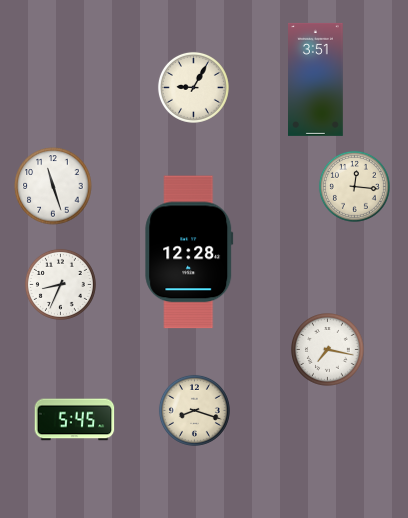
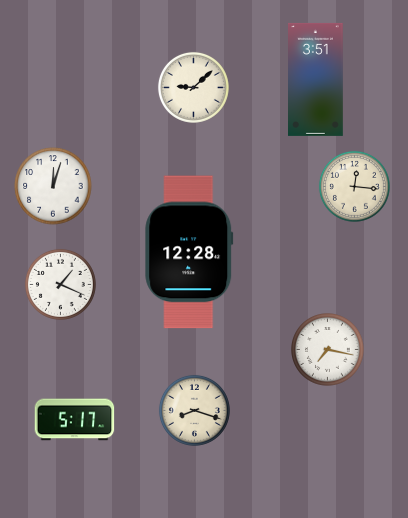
clock at (193, 87): 9:05 -> 9:08
clock at (53, 186): 11:27 -> 12:03
clock at (60, 284): 8:34 -> 1:19
clock at (75, 420): 5:45 -> 5:17
